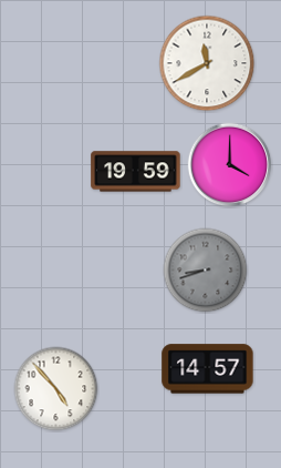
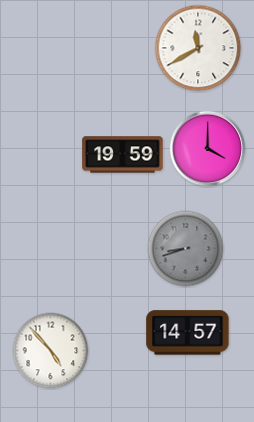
clock at (207, 63) position: (207, 63) -> (198, 48)
clock at (206, 271) position: (206, 271) -> (186, 249)
